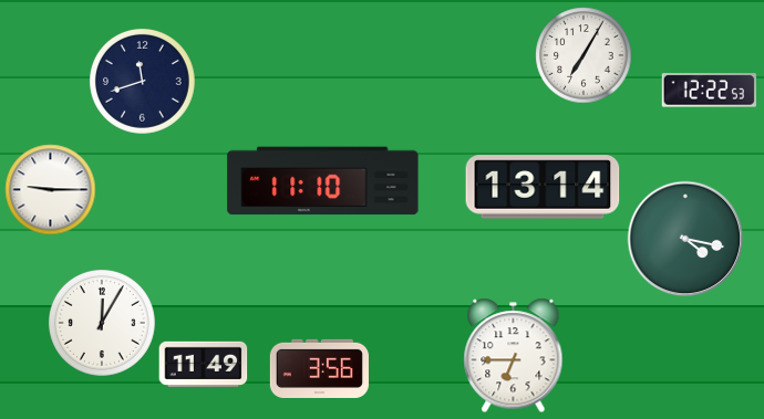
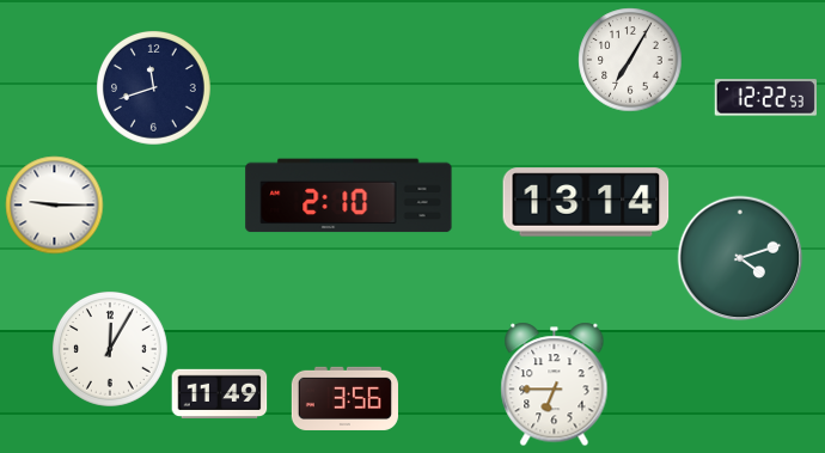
clock at (323, 181): 11:10 -> 2:10
clock at (685, 239): 4:17 -> 4:12
